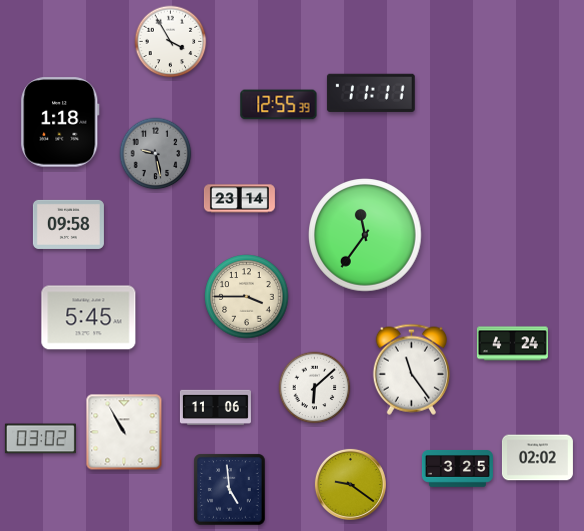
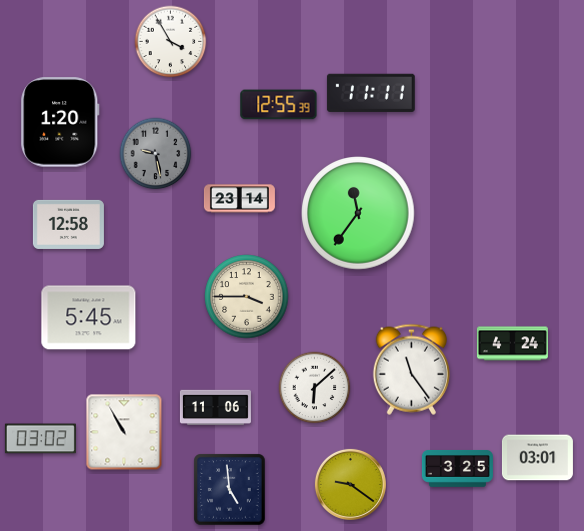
clock at (60, 122): 1:18 -> 1:20
clock at (68, 224): 09:58 -> 12:58
clock at (365, 235) position: (365, 235) -> (358, 213)
clock at (537, 458): 02:02 -> 03:01
